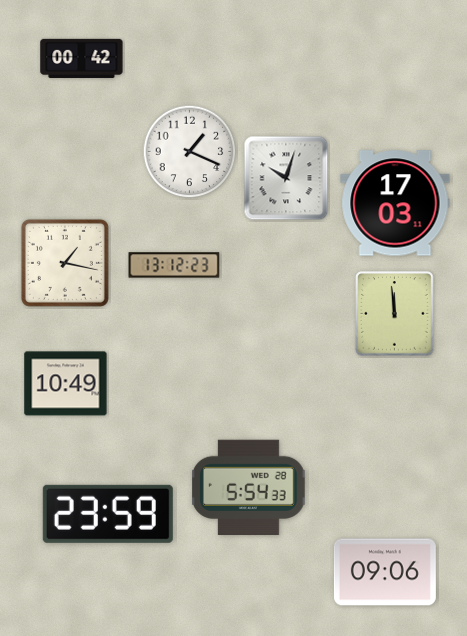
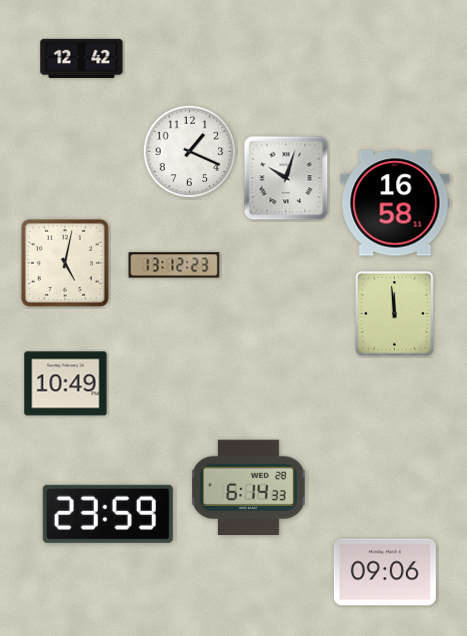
clock at (82, 58): 00:42 -> 12:42
clock at (395, 203): 17:03 -> 16:58
clock at (65, 263): 1:17 -> 5:02
clock at (249, 487): 5:54 -> 6:14
